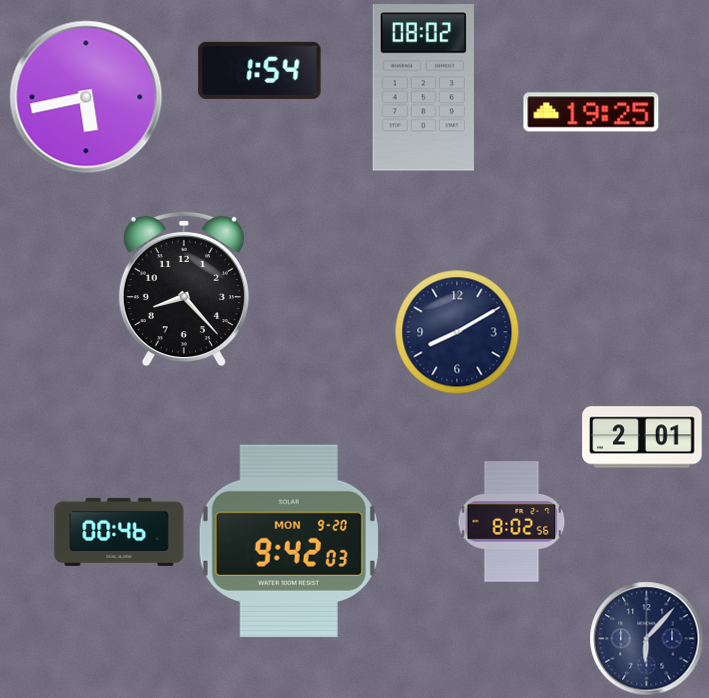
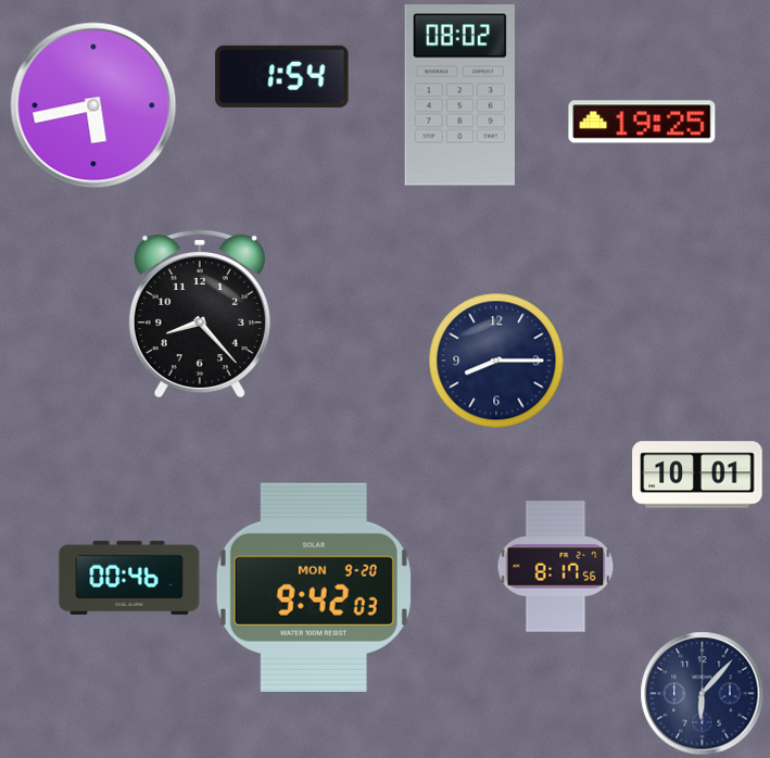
clock at (457, 332): 8:10 -> 8:15
clock at (642, 437): 2:01 -> 10:01
clock at (512, 522): 8:02 -> 8:17
